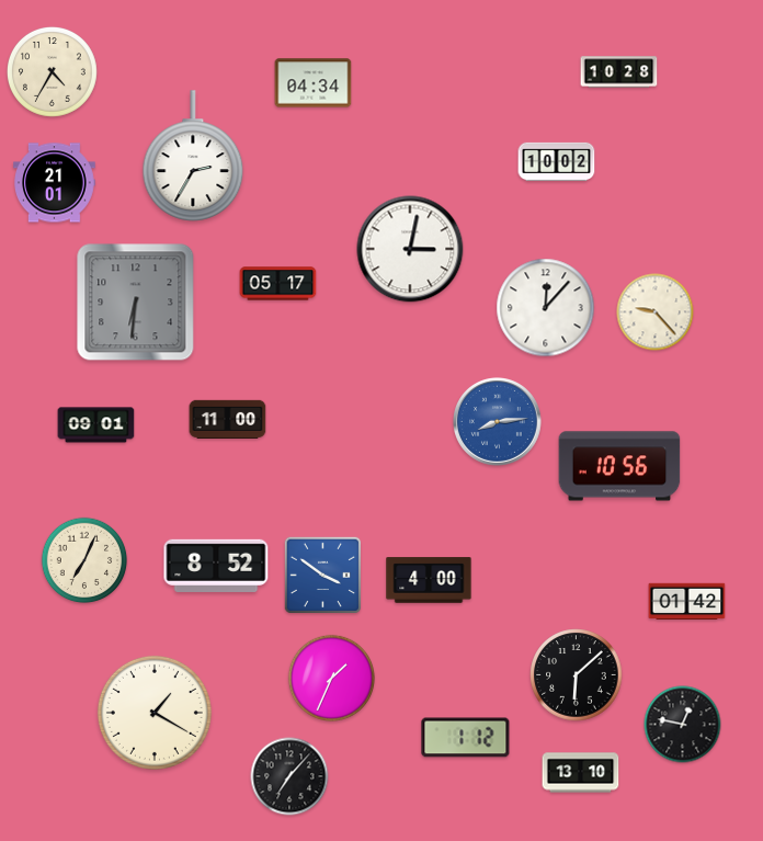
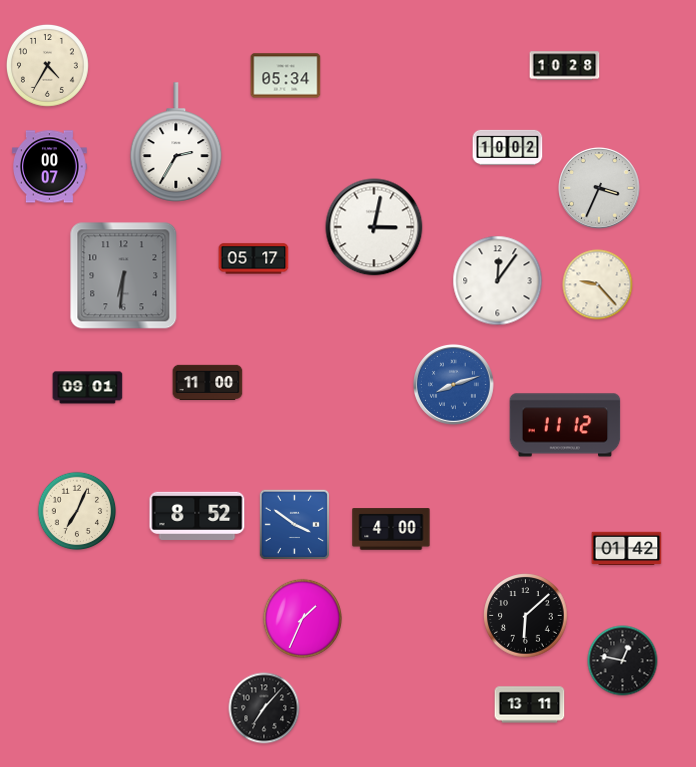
clock at (314, 83): 04:34 -> 05:34
clock at (55, 183): 21:01 -> 00:07
clock at (599, 188): none -> 3:34
clock at (546, 308): 12:07 -> 12:06
clock at (498, 422): 8:14 -> 8:12
clock at (619, 466): 10:56 -> 11:12
clock at (155, 713): 1:20 -> none
clock at (466, 738): 1:12 -> none
clock at (581, 773): 13:10 -> 13:11
